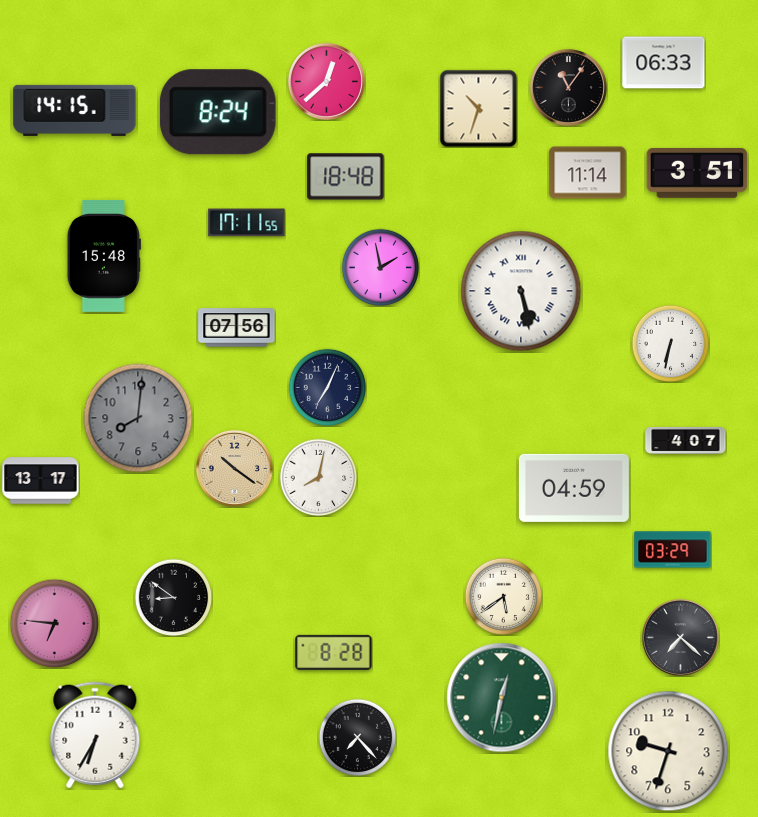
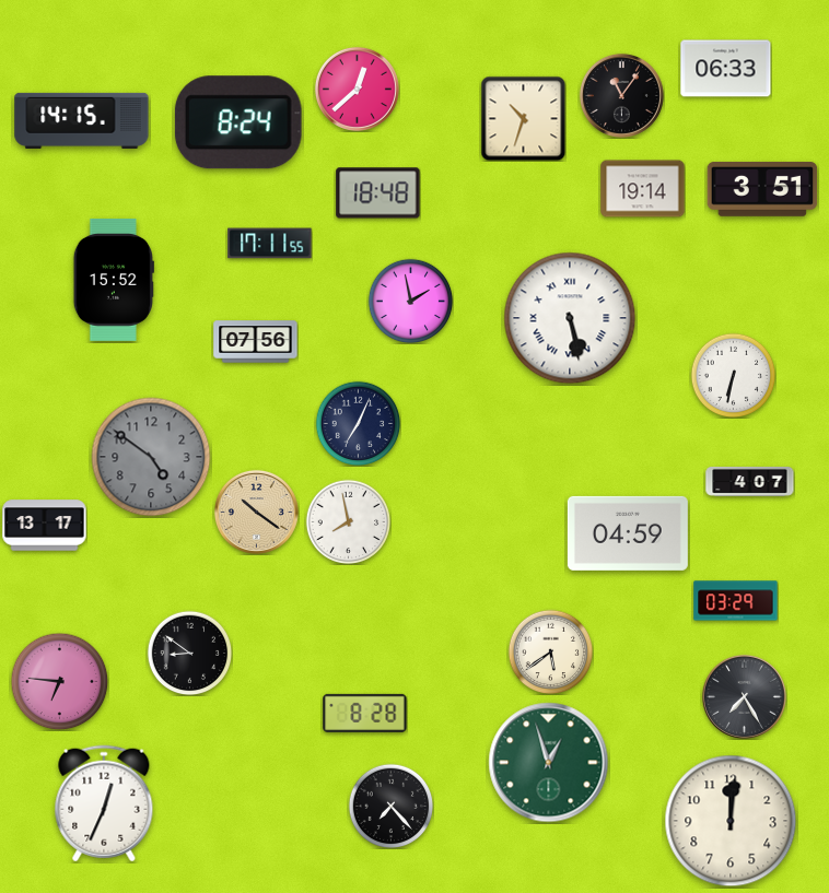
clock at (588, 173): 11:14 -> 19:14
clock at (104, 256): 15:48 -> 15:52
clock at (380, 267) position: (380, 267) -> (410, 301)
clock at (237, 328) position: (237, 328) -> (256, 342)
clock at (138, 418): 8:01 -> 4:51
clock at (318, 477): 8:02 -> 7:58
clock at (680, 637): 7:22 -> 7:25
clock at (502, 698): 12:32 -> 12:57
clock at (95, 735): 6:35 -> 12:34
clock at (668, 751): 9:33 -> 12:01
